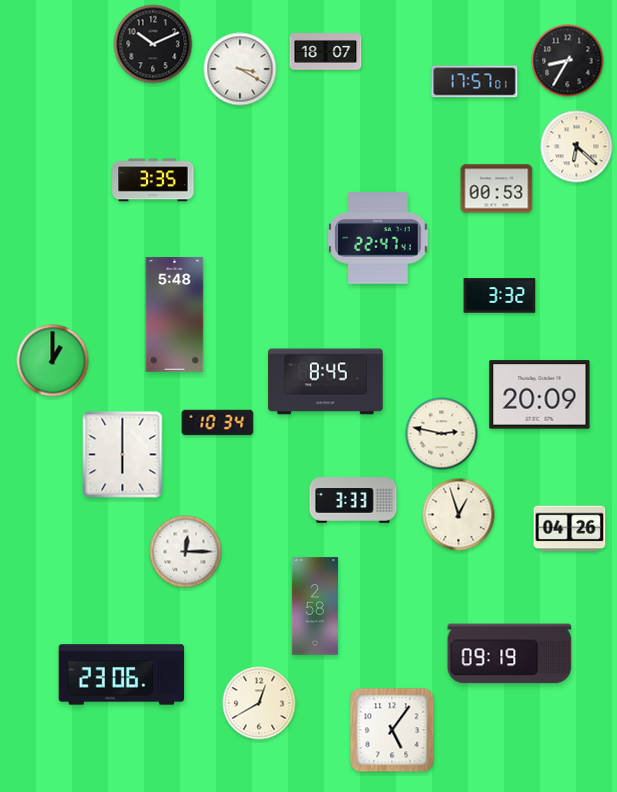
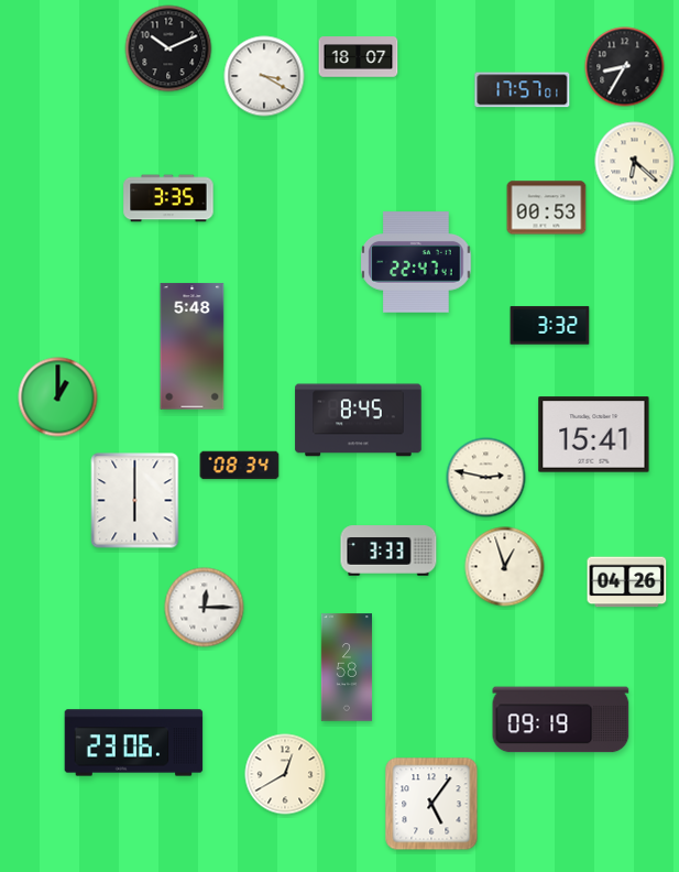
clock at (540, 395): 20:09 -> 15:41
clock at (218, 423): 10:34 -> 08:34
